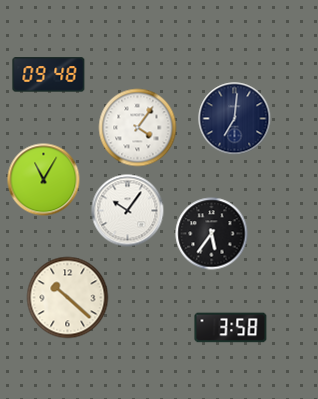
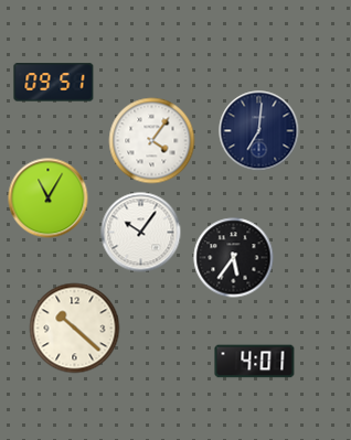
clock at (49, 75): 09:48 -> 09:51
clock at (231, 328): 3:58 -> 4:01
